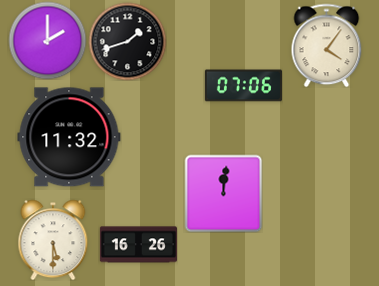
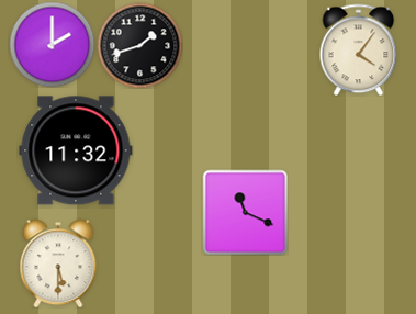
clock at (243, 86): 07:06 -> none
clock at (223, 193): 12:01 -> 11:19
clock at (138, 245): 16:26 -> none
